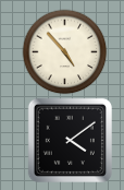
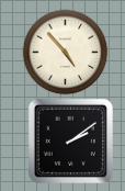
clock at (70, 140): 4:09 -> 2:09
